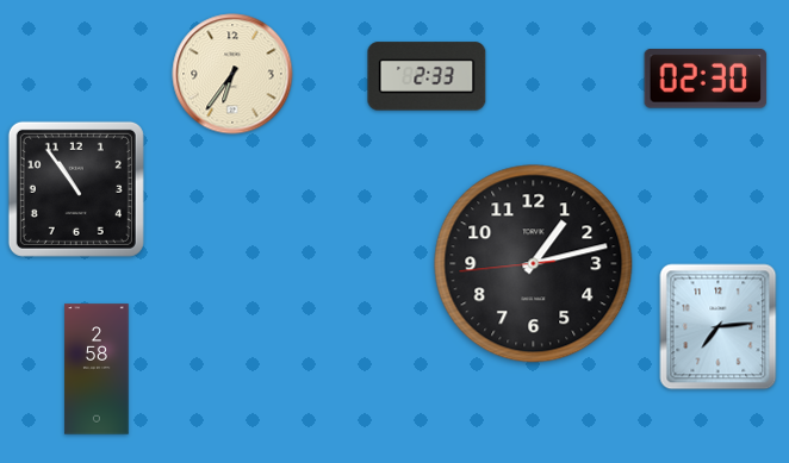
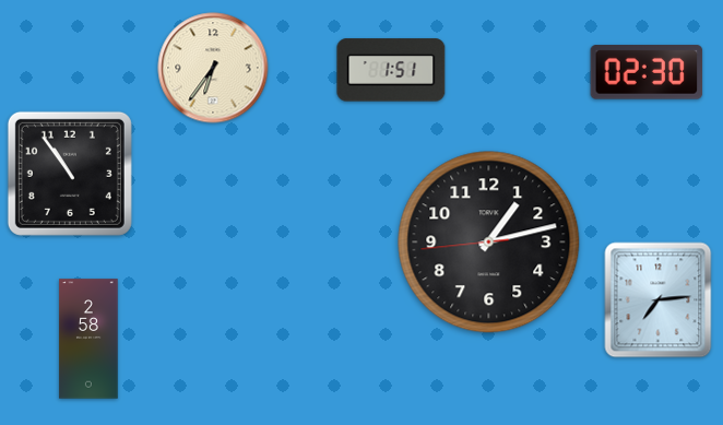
clock at (427, 76): 2:33 -> 1:51
